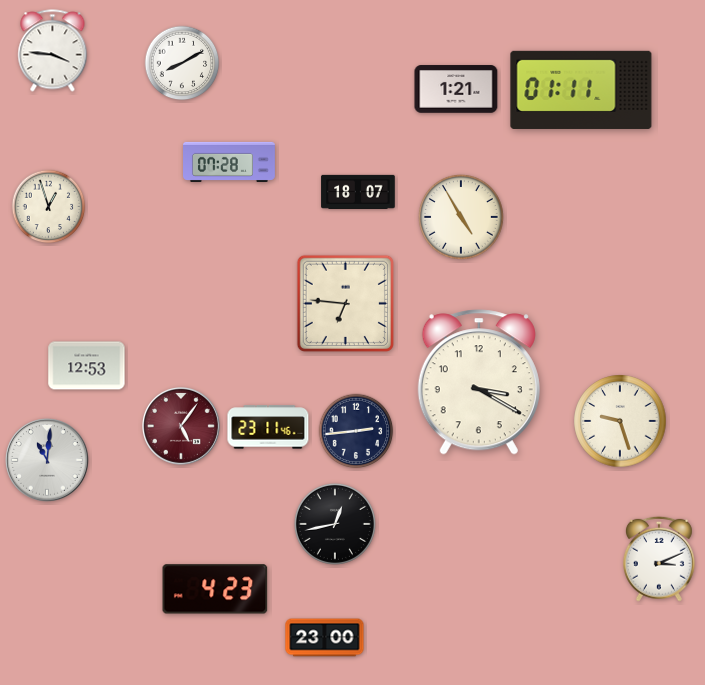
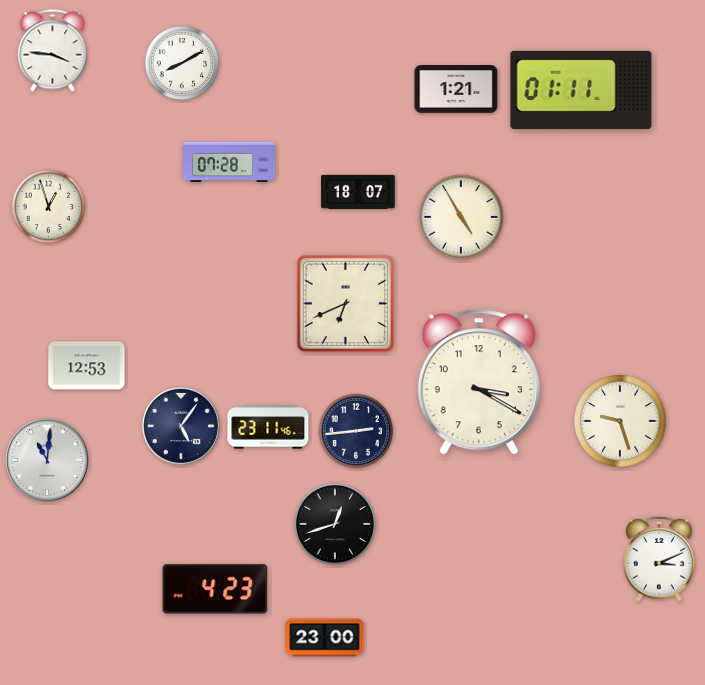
clock at (345, 303): 6:46 -> 6:41
clock at (181, 426) dial: burgundy -> navy
clock at (335, 524): 12:43 -> 12:42
